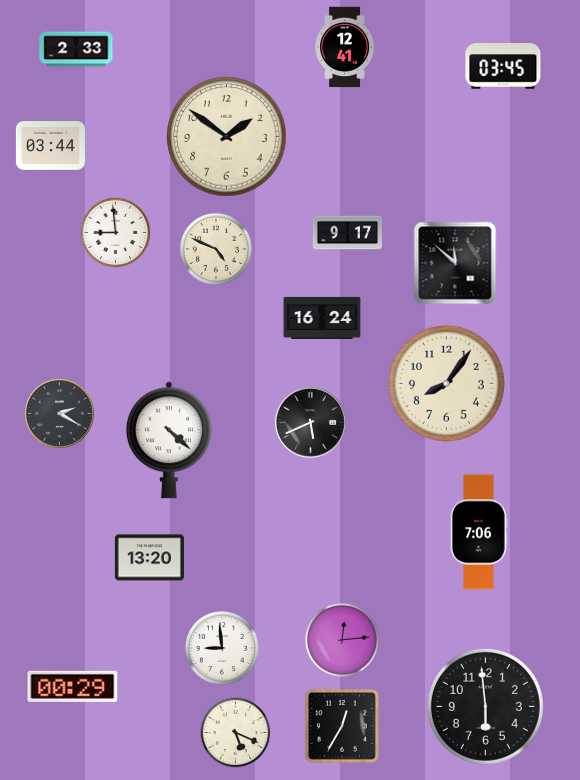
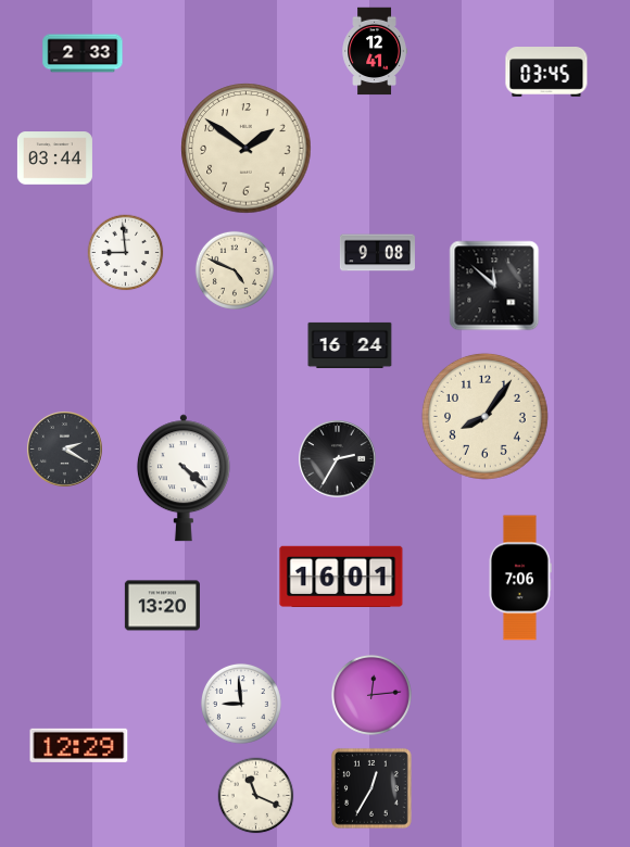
clock at (347, 233): 9:17 -> 9:08
clock at (311, 423): 5:41 -> 2:35
clock at (341, 577): none -> 16:01
clock at (73, 686): 00:29 -> 12:29
clock at (485, 706): 5:59 -> none
clock at (236, 733): 5:19 -> 11:19
